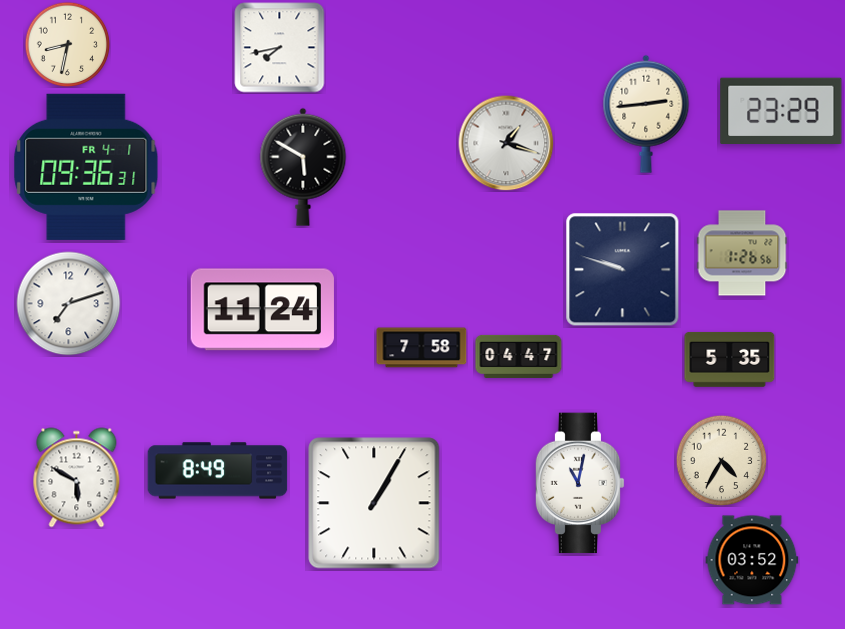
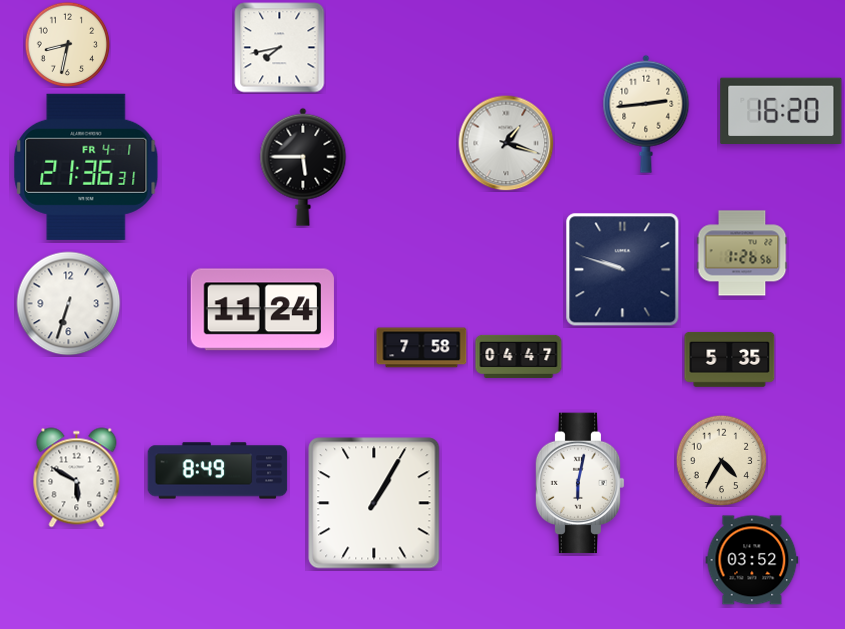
clock at (781, 110): 23:29 -> 16:20
clock at (86, 167): 09:36 -> 21:36
clock at (303, 167): 5:50 -> 5:45
clock at (69, 304): 7:12 -> 6:33
clock at (580, 483): 11:02 -> 6:02
